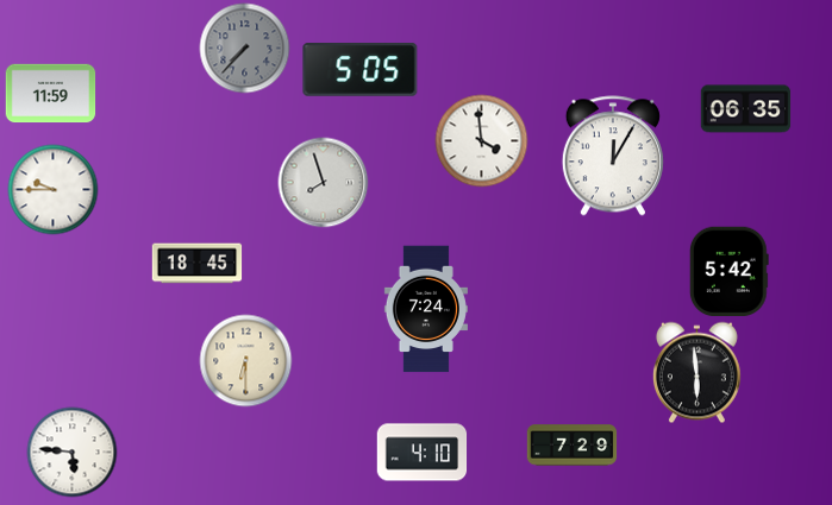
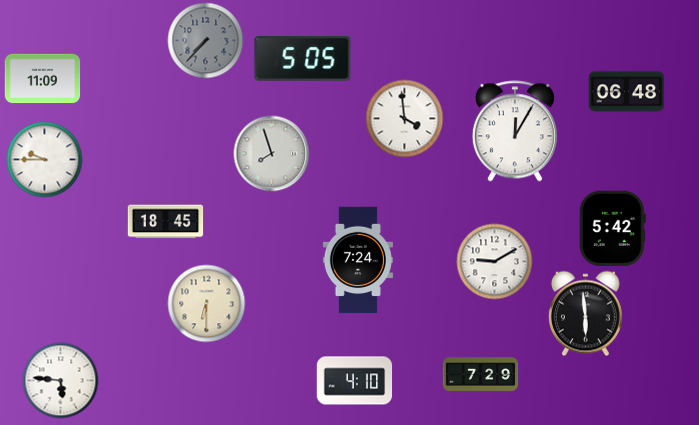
clock at (51, 94): 11:59 -> 11:09
clock at (746, 109): 06:35 -> 06:48
clock at (495, 262): none -> 9:10
